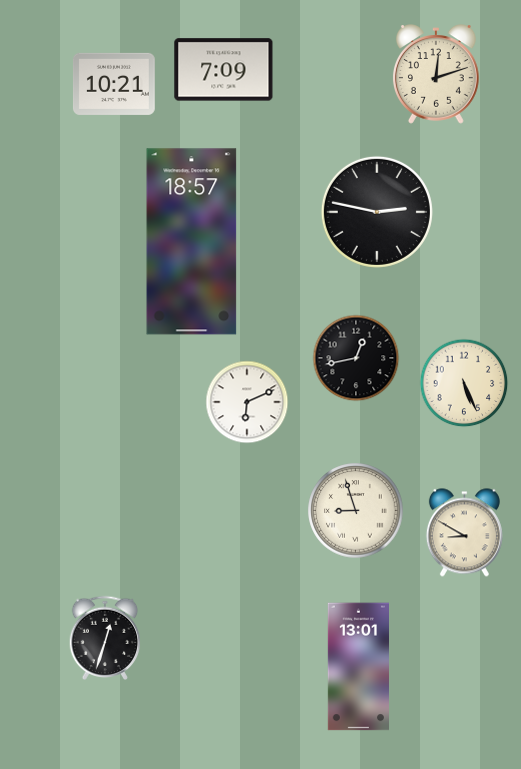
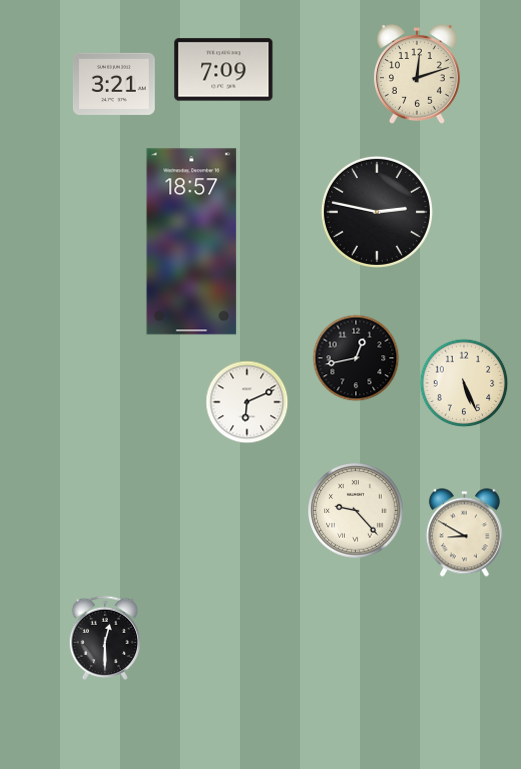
clock at (436, 74) position: (436, 74) -> (417, 74)
clock at (114, 84): 10:21 -> 3:21
clock at (356, 511): 8:57 -> 9:23
clock at (105, 637): 12:33 -> 12:30
clock at (358, 667): 13:01 -> none
